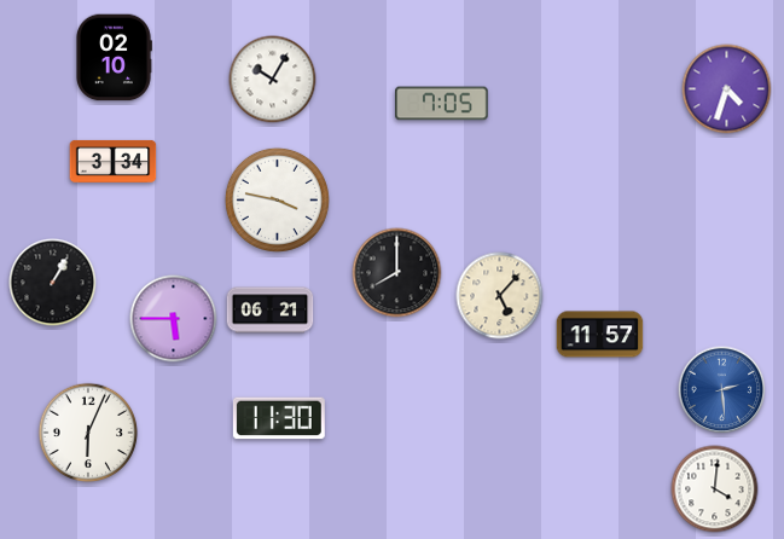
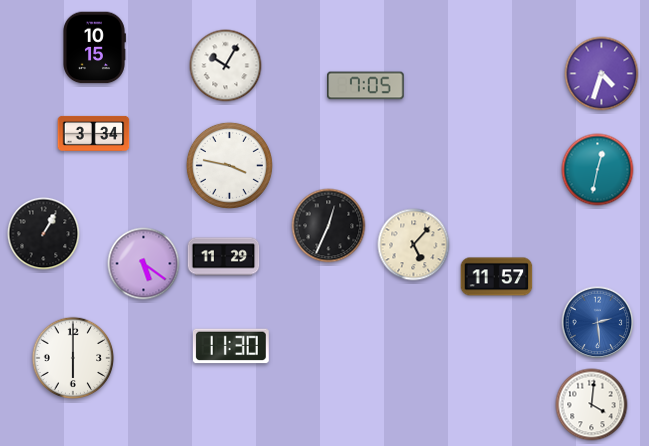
clock at (114, 58): 02:10 -> 10:15
clock at (598, 170): none -> 12:32
clock at (397, 273): 8:00 -> 12:34
clock at (271, 311): 06:21 -> 11:29
clock at (174, 319): 5:45 -> 5:21
clock at (88, 433): 6:04 -> 6:00
